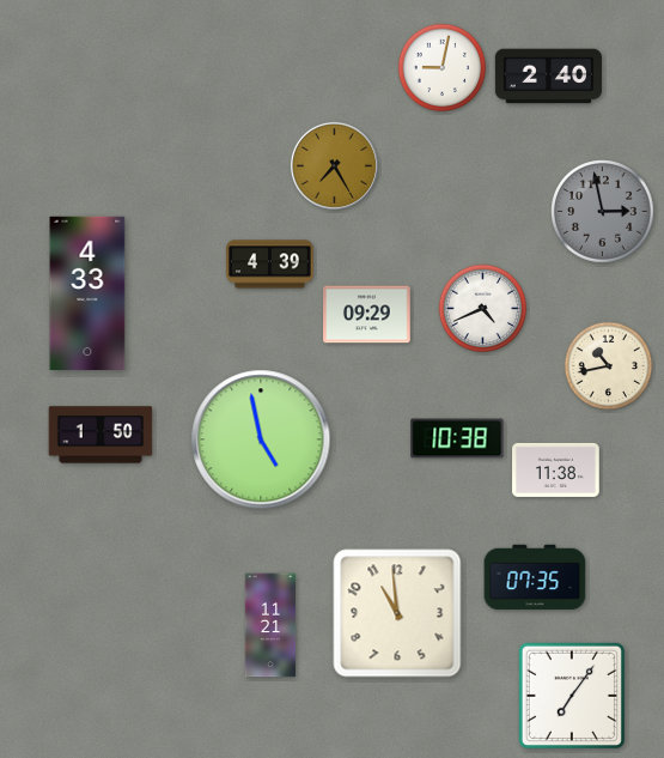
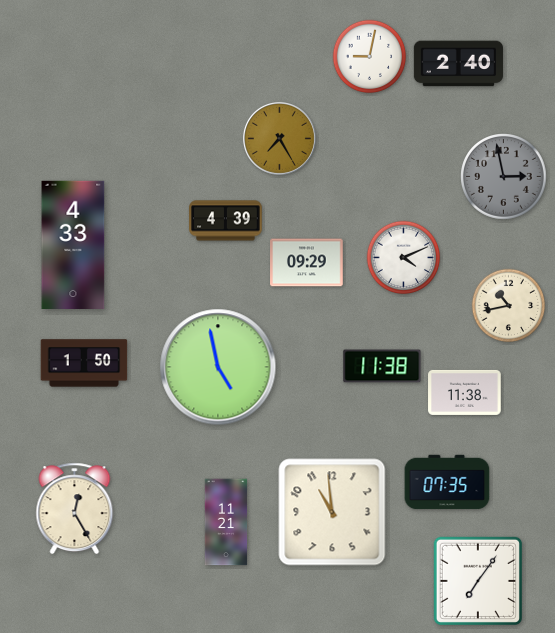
clock at (483, 309): 4:41 -> 4:11
clock at (457, 438): 10:38 -> 11:38
clock at (75, 509): none -> 12:25
